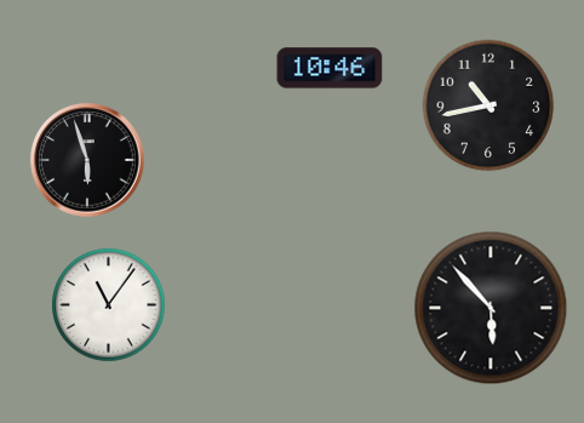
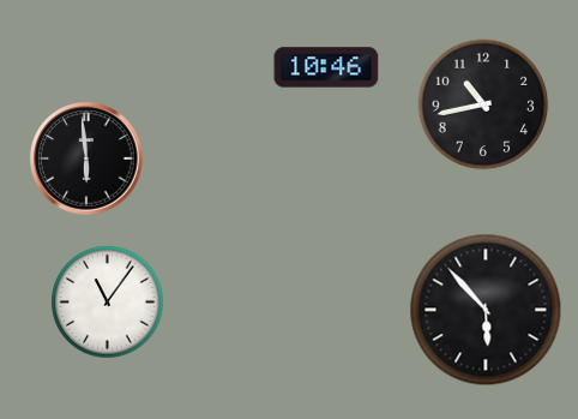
clock at (87, 160): 5:57 -> 5:59
clock at (491, 308) position: (491, 308) -> (486, 310)
